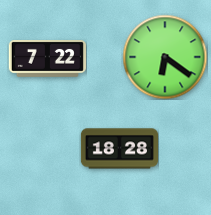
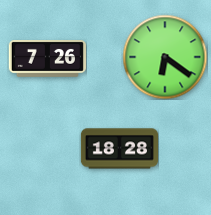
clock at (47, 59): 7:22 -> 7:26
